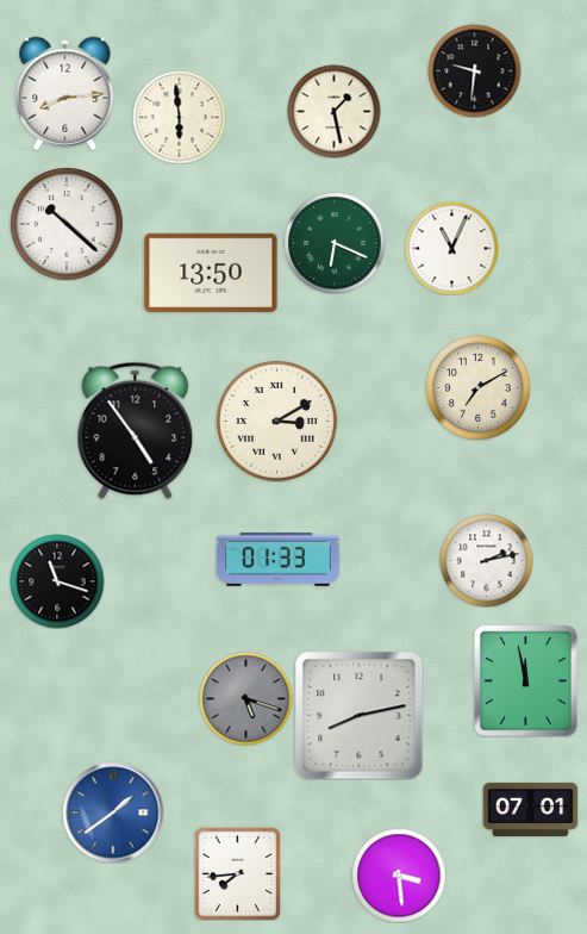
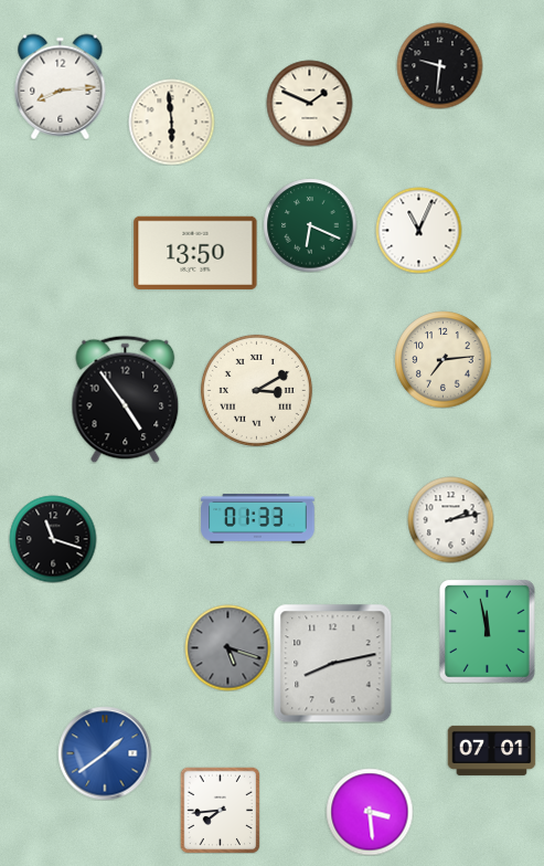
clock at (333, 111): 1:28 -> 1:49
clock at (179, 117) position: (179, 117) -> (171, 122)
clock at (67, 224): 10:22 -> none
clock at (477, 387): 7:10 -> 7:14
